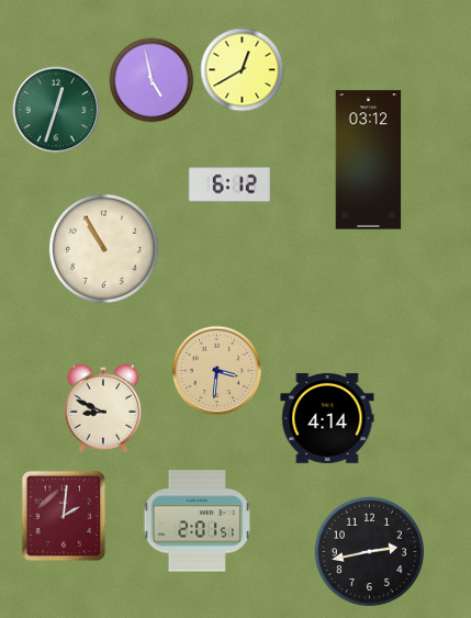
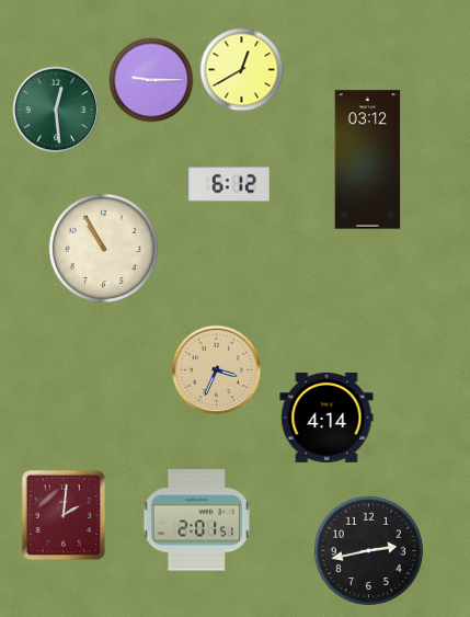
clock at (152, 80): 4:58 -> 9:15
clock at (56, 110): 12:33 -> 12:29
clock at (217, 371): 3:31 -> 3:34
clock at (103, 408): 8:49 -> none
